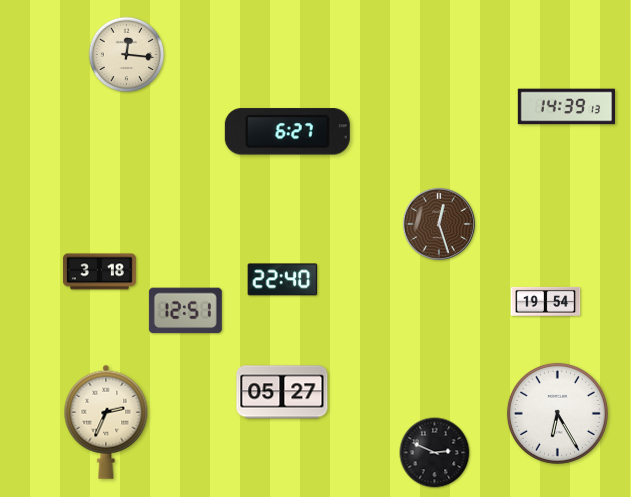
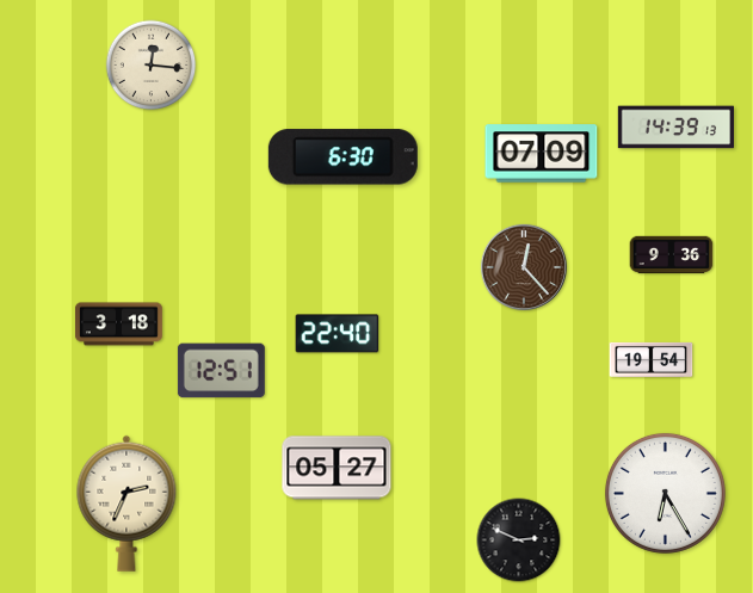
clock at (542, 154): none -> 07:09
clock at (287, 132): 6:27 -> 6:30
clock at (672, 255): none -> 9:36
clock at (438, 223): 12:27 -> 12:23
